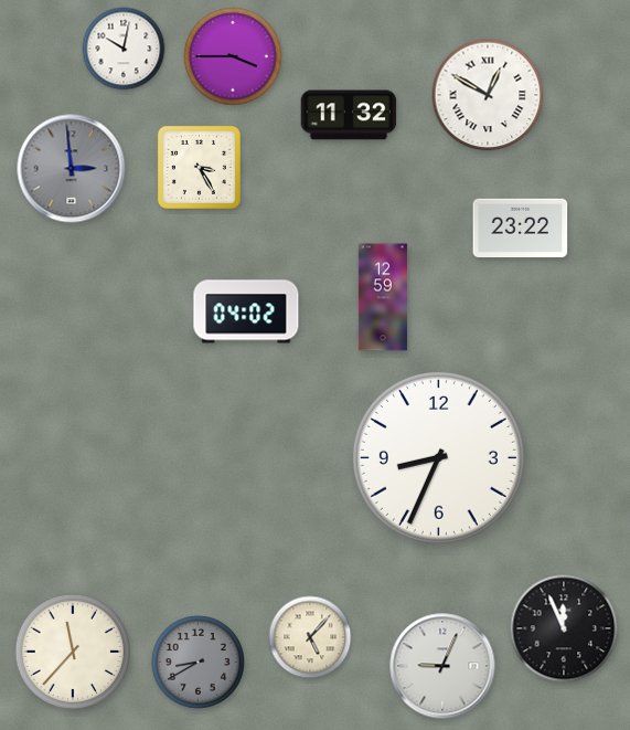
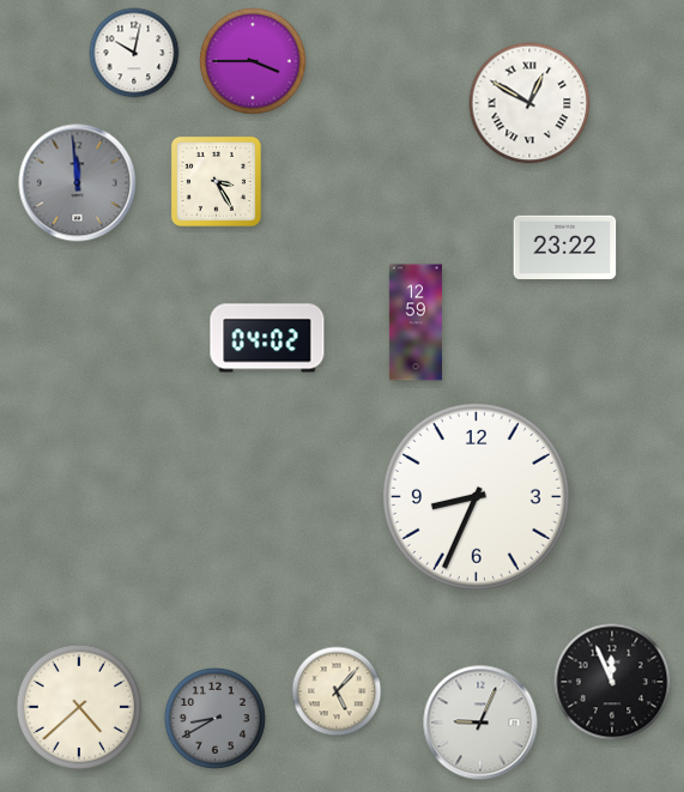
clock at (349, 115): 11:32 -> none
clock at (72, 169): 2:59 -> 11:59
clock at (72, 650): 11:37 -> 4:38
